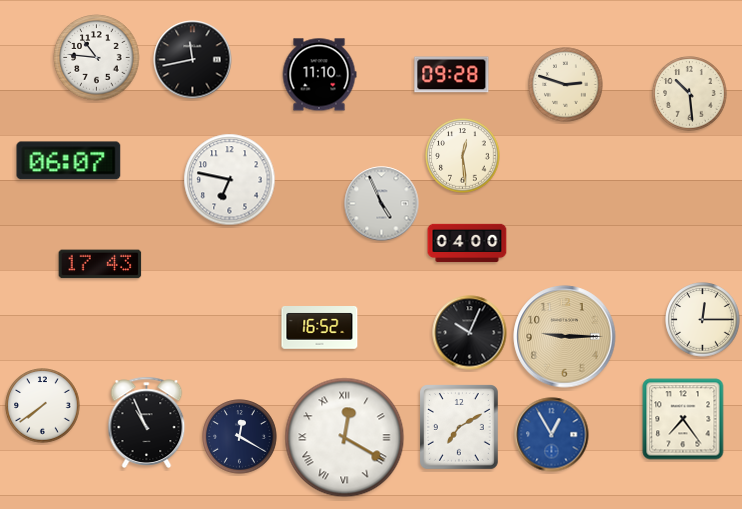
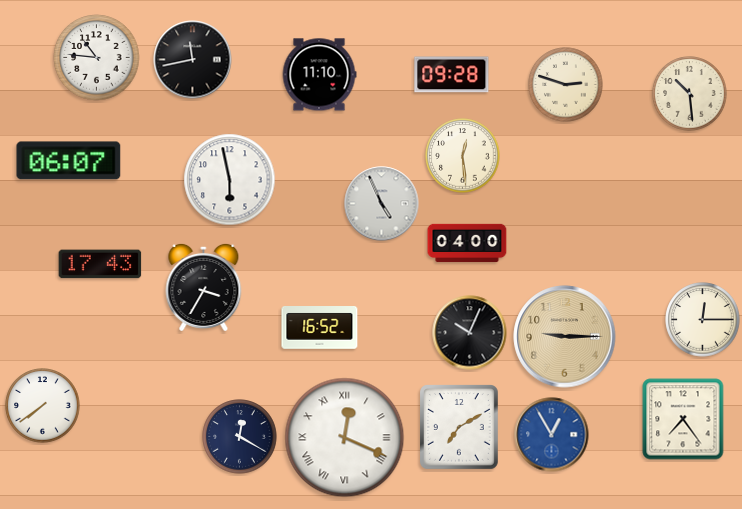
clock at (230, 180): 6:47 -> 5:58
clock at (204, 287): none -> 3:35
clock at (147, 422): 10:56 -> none
clock at (345, 438): 12:20 -> 12:19
